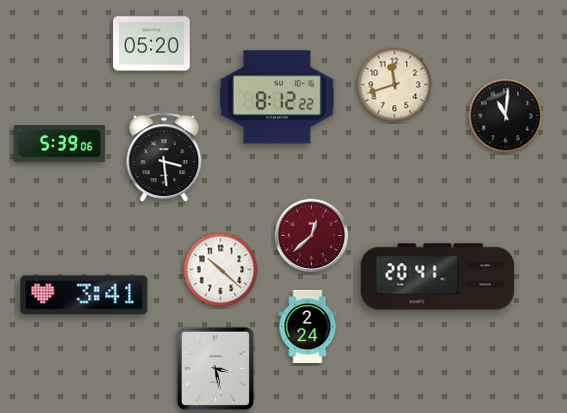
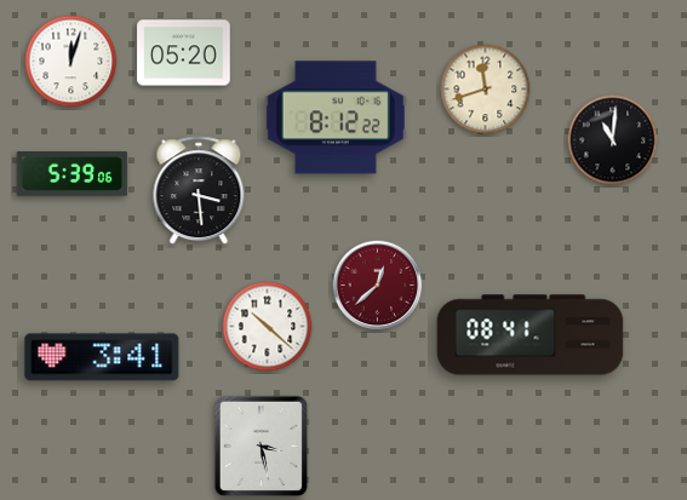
clock at (71, 62): none -> 12:03
clock at (395, 85) position: (395, 85) -> (486, 90)
clock at (438, 277): 20:41 -> 08:41
clock at (308, 326): 2:24 -> none
